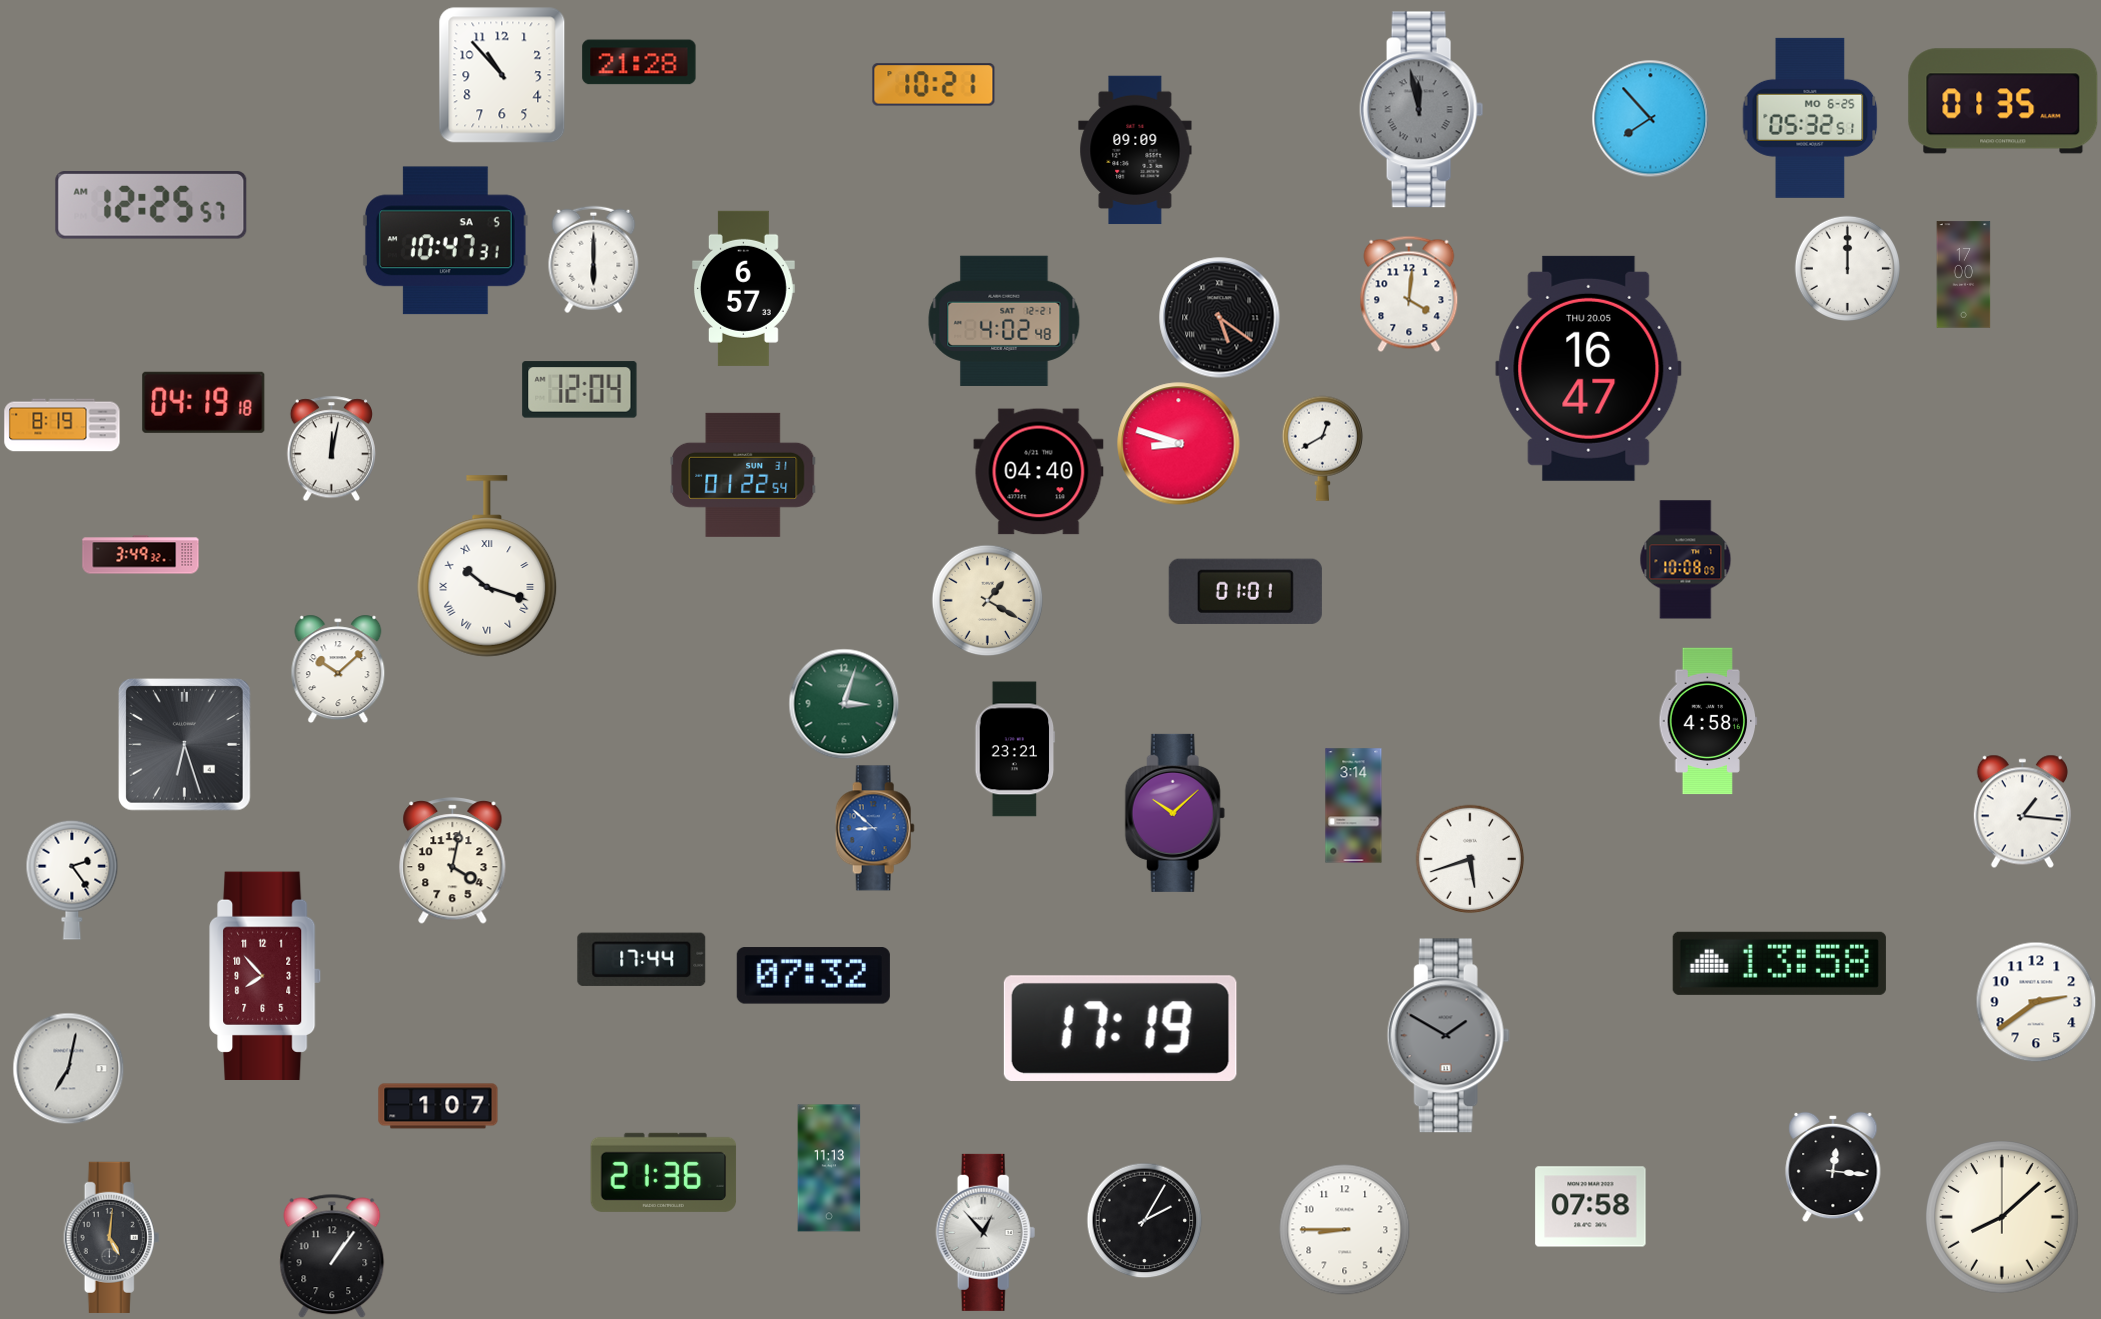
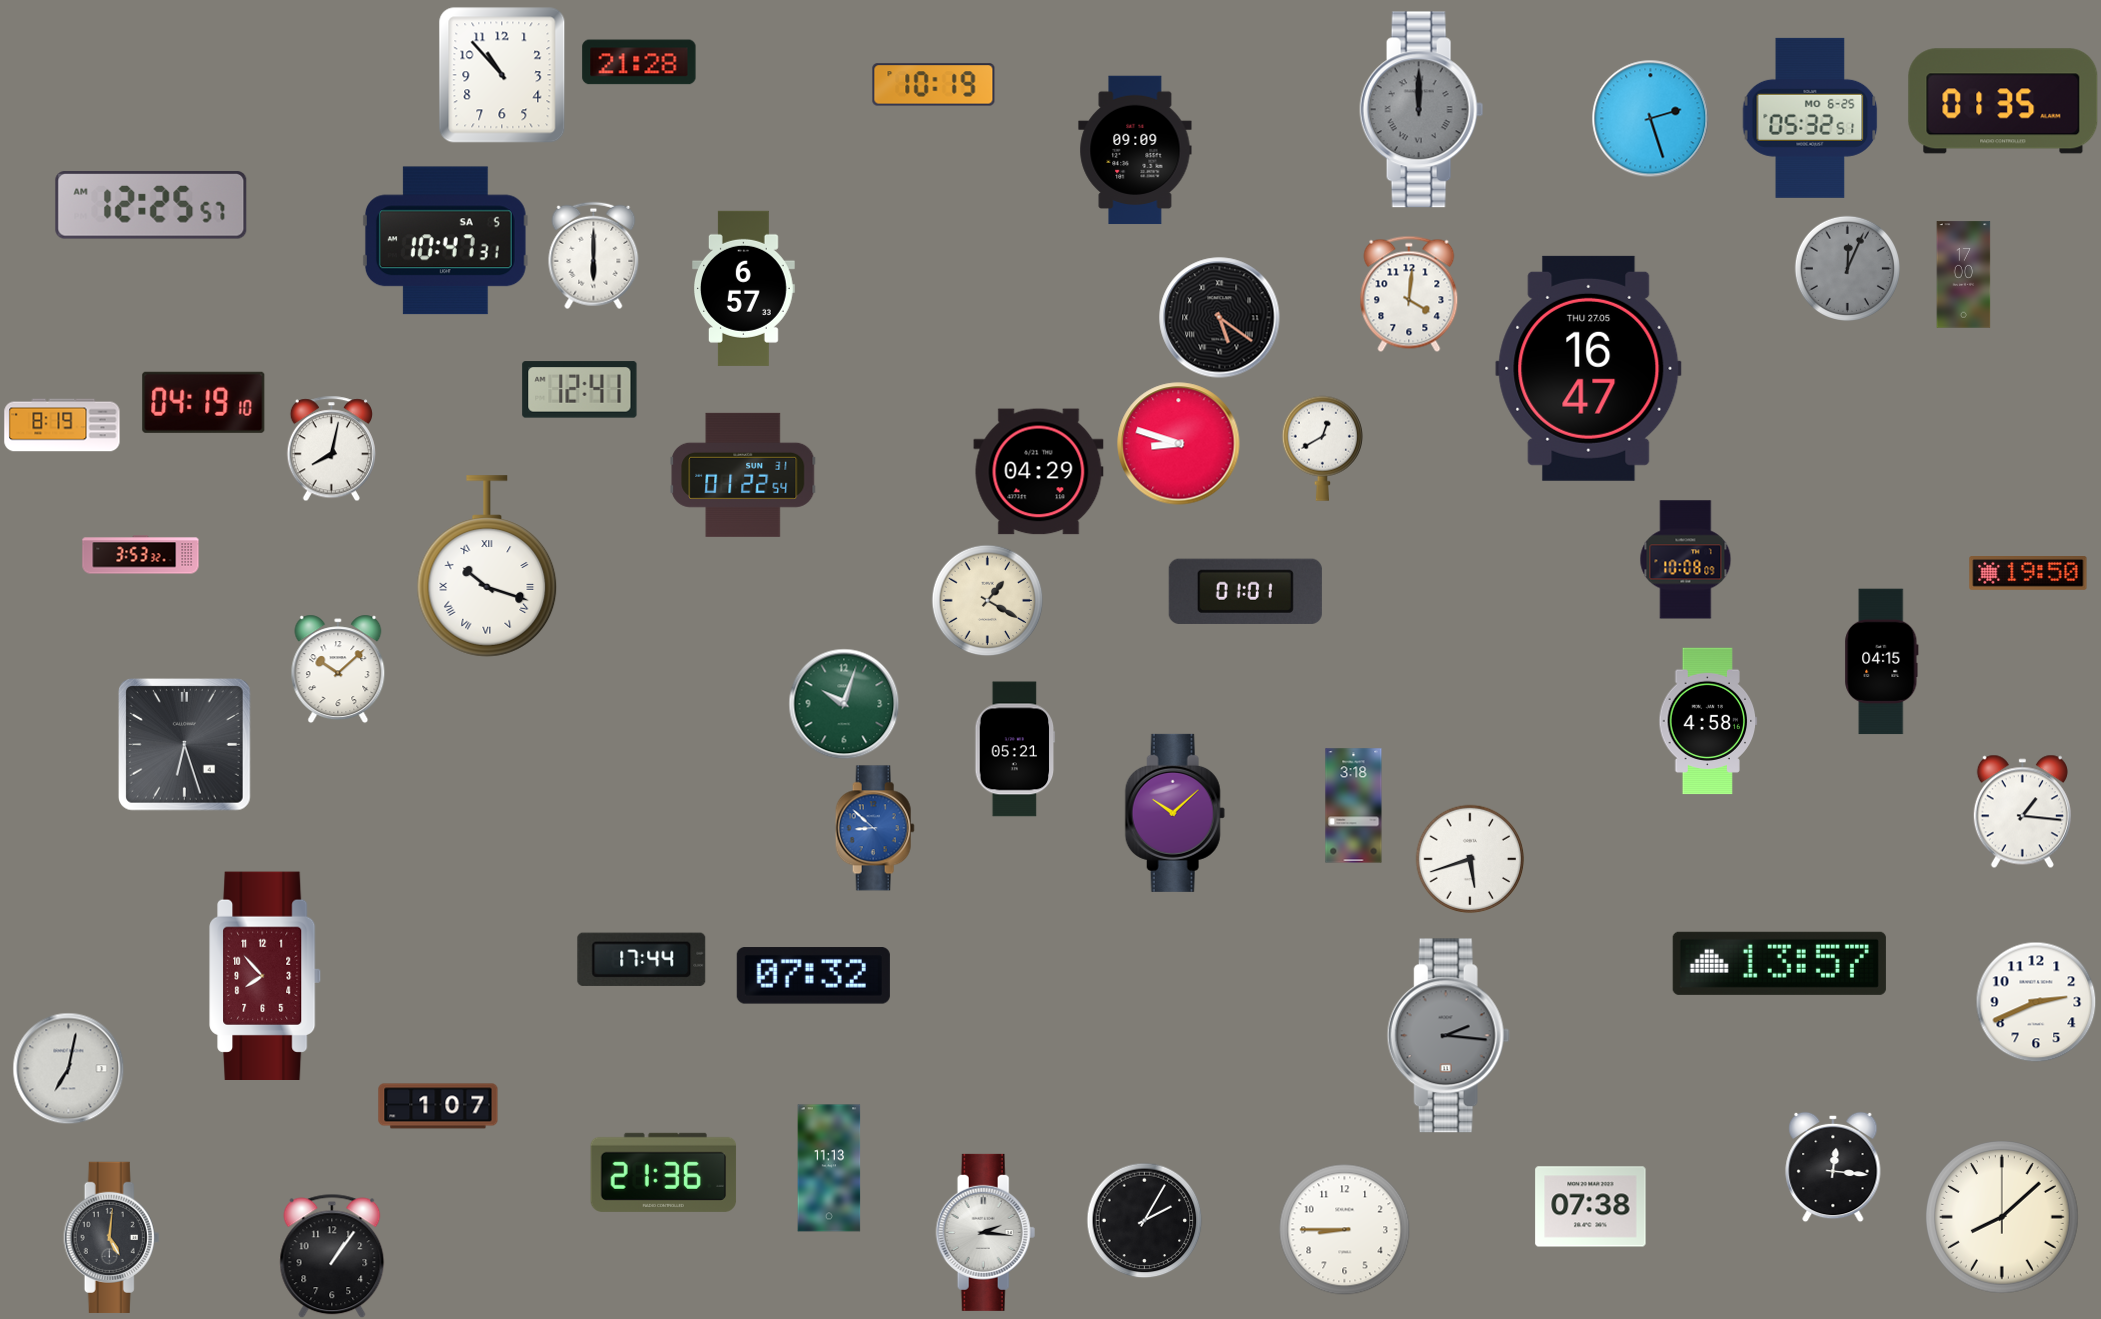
clock at (934, 85): 10:21 -> 10:19
clock at (1422, 110): 11:58 -> 12:00
clock at (1650, 118): 7:53 -> 2:27
clock at (594, 259) position: (594, 259) -> (594, 255)
clock at (1847, 268): 12:00 -> 12:04
clock at (1847, 268) dial: white -> grey
clock at (1004, 321): 4:02 -> none
clock at (1589, 368) date: THU 20.05 -> THU 27.05
clock at (580, 390): 12:04 -> 12:41
clock at (204, 402): 04:19:18 -> 04:19:10
clock at (331, 448): 12:02 -> 8:02
clock at (1039, 472): 04:40 -> 04:29
clock at (141, 555): 3:49 -> 3:53
clock at (2028, 574): none -> 19:50
clock at (1882, 662): none -> 04:15
clock at (844, 704): 3:03 -> 10:03
clock at (1015, 749): 23:21 -> 05:21
clock at (1354, 806): 3:14 -> 3:18
clock at (453, 861): 4:02 -> none
clock at (72, 880): 2:24 -> none
clock at (1779, 963): 13:58 -> 13:57
clock at (2036, 1002): 2:39 -> 2:41
clock at (1120, 1028): 17:19 -> none
clock at (1448, 1036): 1:50 -> 2:16
clock at (1591, 1207): 07:58 -> 07:38
clock at (986, 1232): 12:53 -> 2:16
